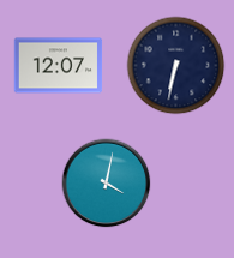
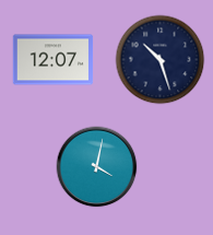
clock at (176, 66): 6:32 -> 10:27
